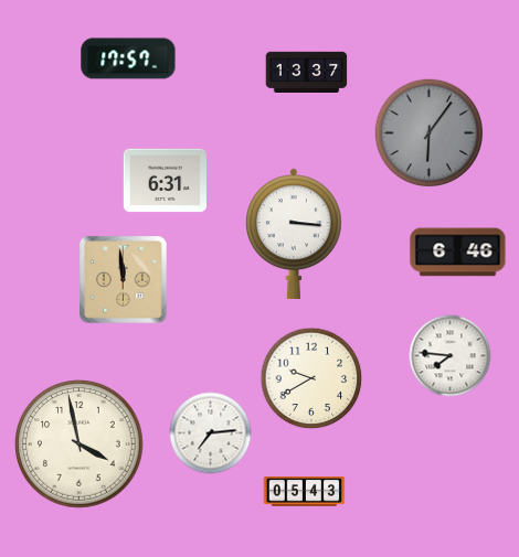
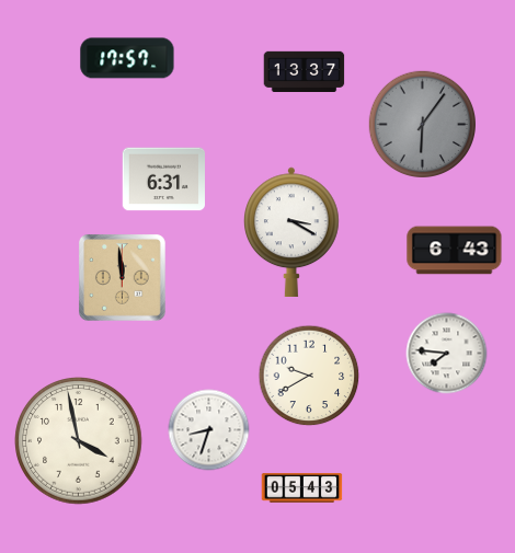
clock at (428, 132) position: (428, 132) -> (422, 124)
clock at (295, 233): 3:16 -> 3:20
clock at (458, 253): 6:46 -> 6:43
clock at (211, 433): 7:14 -> 8:33
